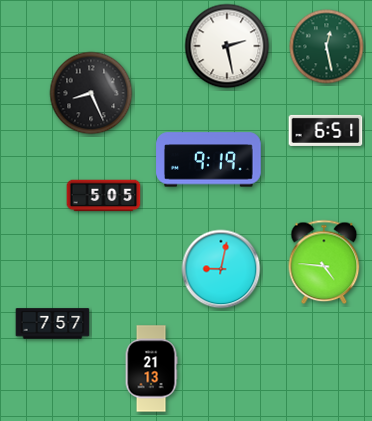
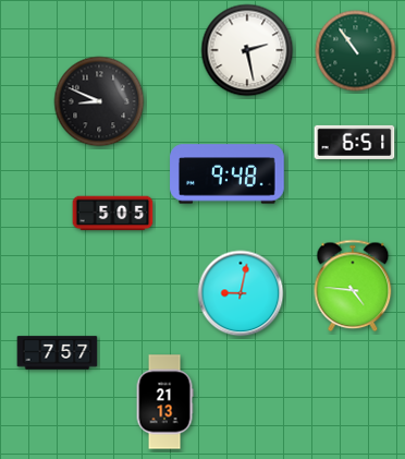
clock at (327, 47): 12:28 -> 10:54
clock at (91, 93): 8:26 -> 8:49
clock at (209, 160): 9:19 -> 9:48
